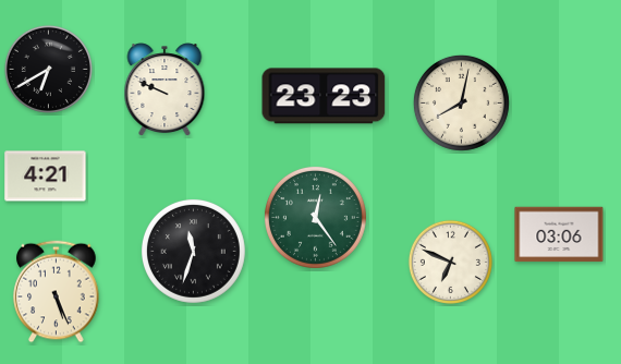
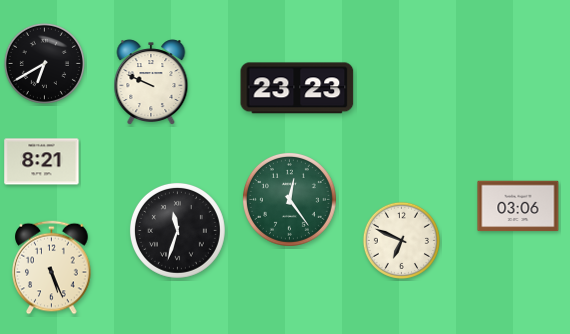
clock at (461, 102): 8:02 -> none
clock at (46, 177): 4:21 -> 8:21
clock at (559, 234) position: (559, 234) -> (518, 206)
clock at (450, 262) position: (450, 262) -> (401, 240)
